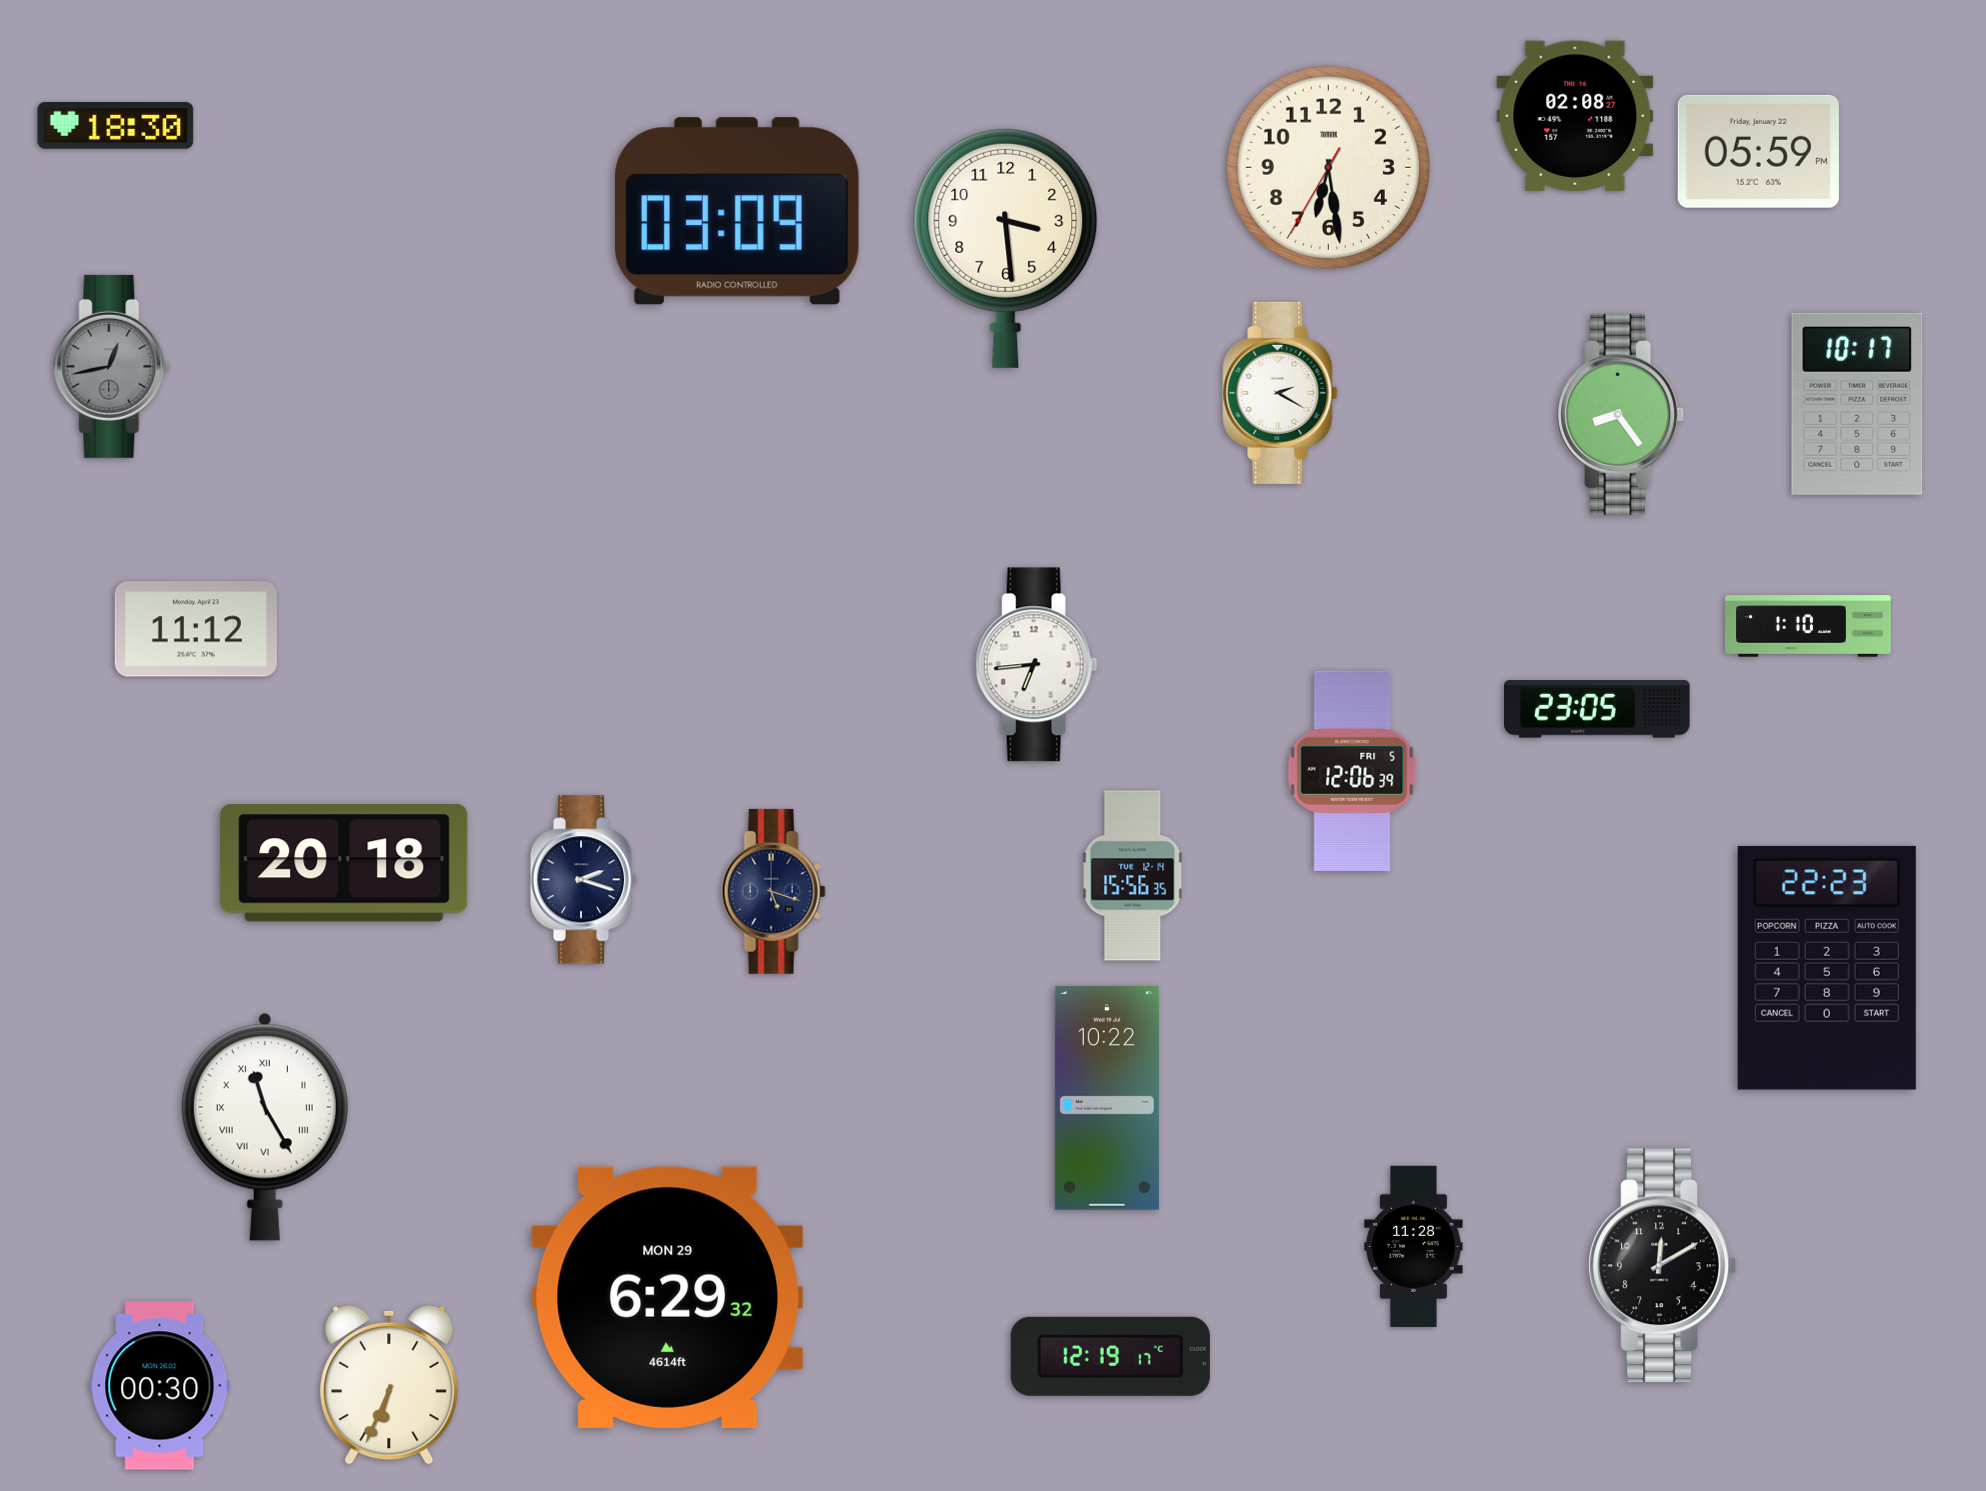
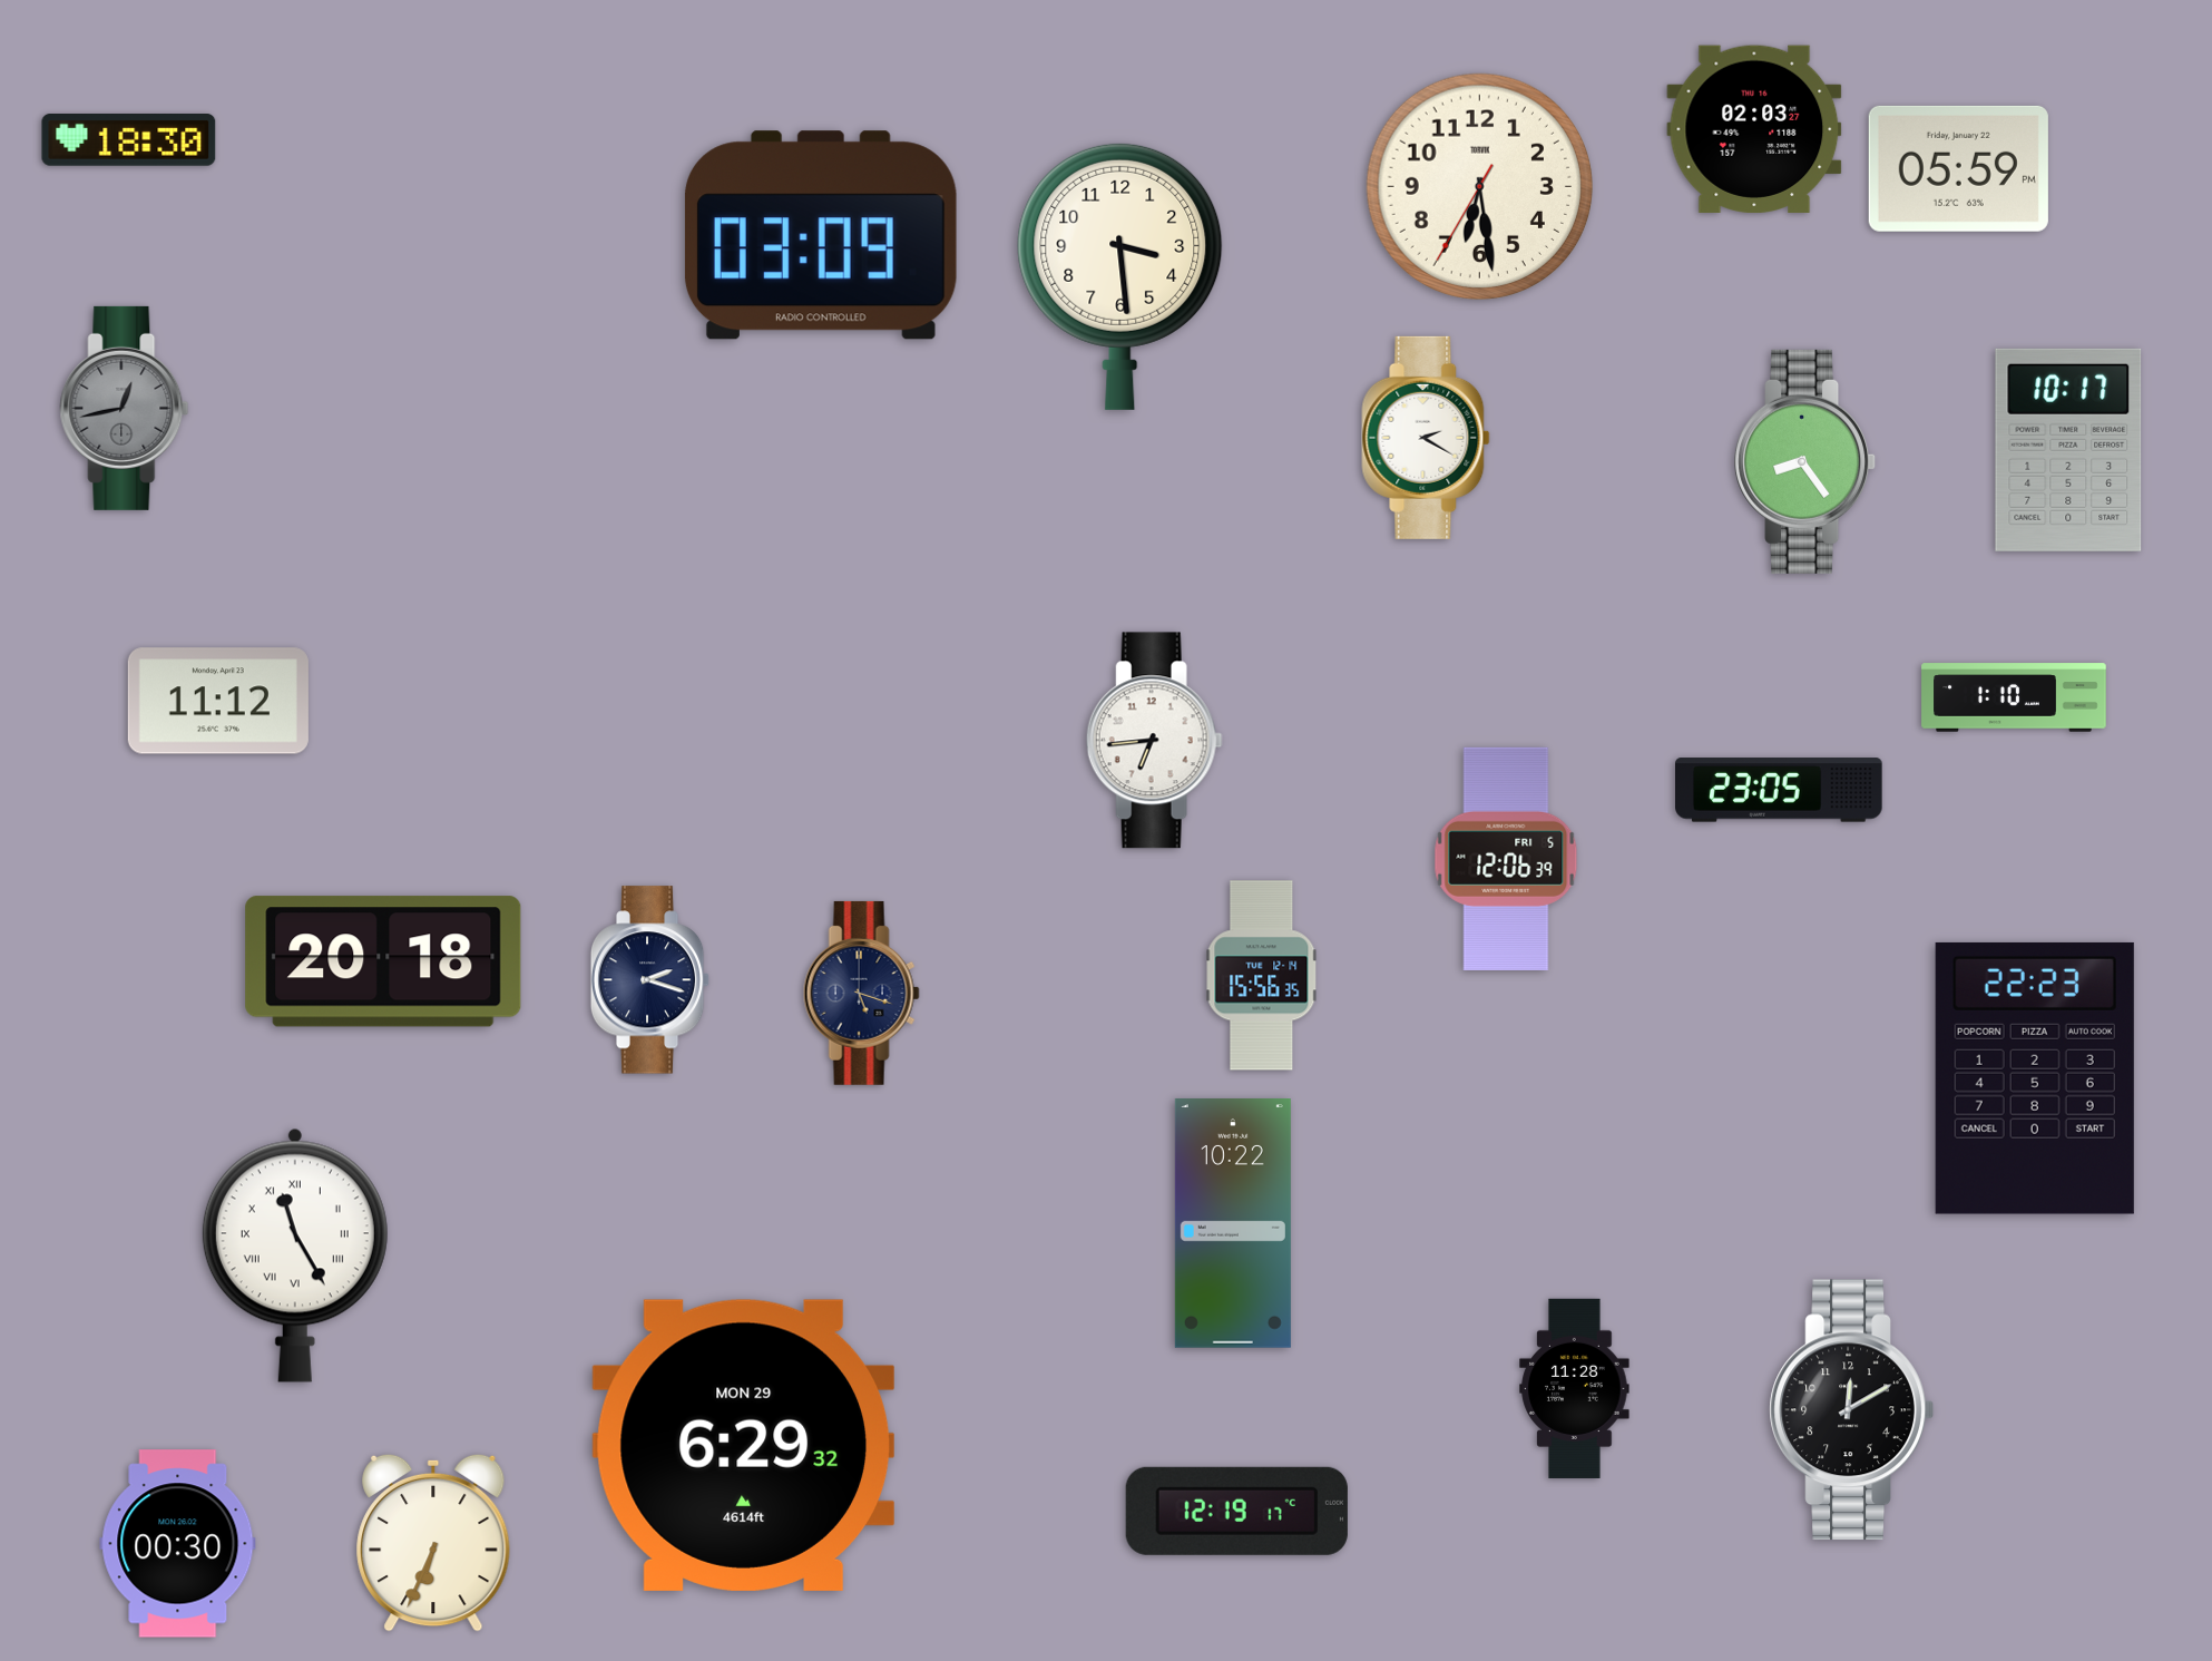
clock at (1575, 116): 02:08 -> 02:03
